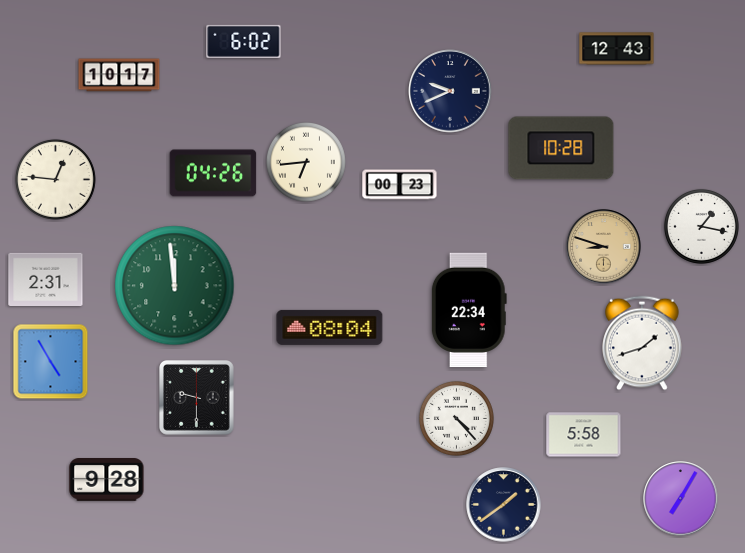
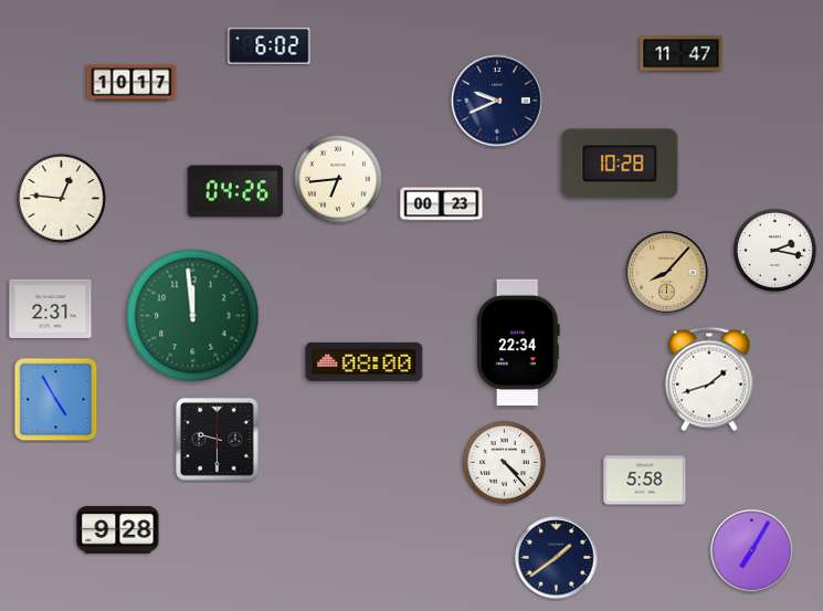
clock at (617, 49): 12:43 -> 11:47
clock at (701, 226): 1:17 -> 2:17
clock at (604, 247): 8:48 -> 8:07
clock at (330, 327): 08:04 -> 08:00
